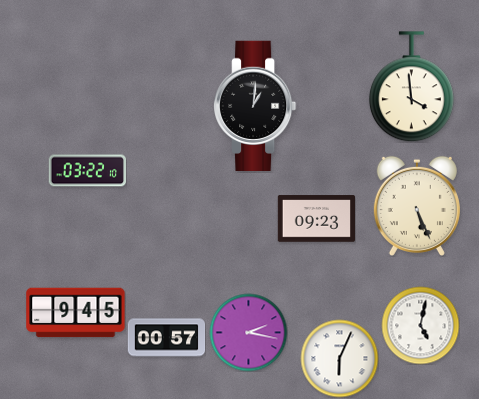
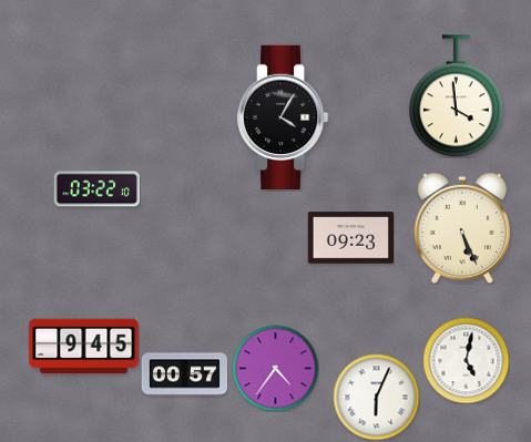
clock at (256, 105): 1:01 -> 4:05
clock at (316, 219) position: (316, 219) -> (350, 238)
clock at (248, 332): 2:17 -> 4:36
